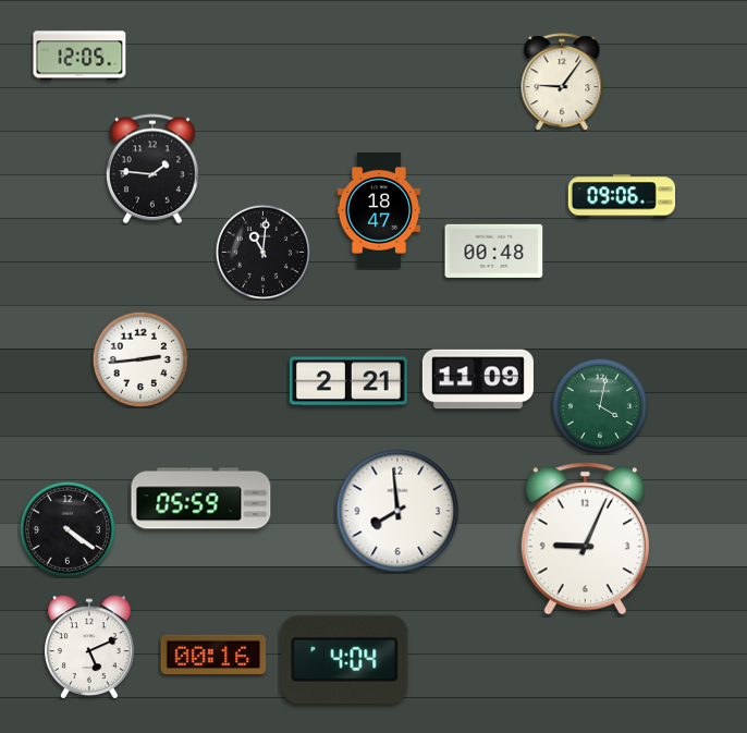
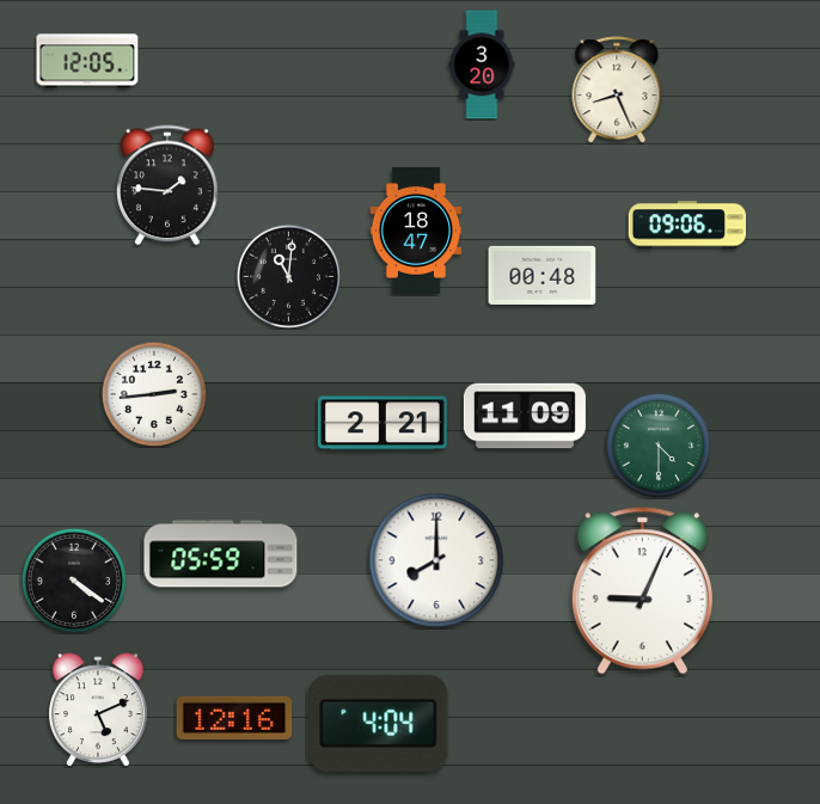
clock at (482, 65): none -> 3:20
clock at (562, 82): 9:06 -> 8:26
clock at (621, 196) position: (621, 196) -> (686, 225)
clock at (348, 381) position: (348, 381) -> (383, 423)
clock at (599, 405): 4:02 -> 4:30
clock at (201, 499) position: (201, 499) -> (221, 554)
clock at (397, 511): 7:59 -> 8:00
clock at (213, 655): 00:16 -> 12:16
